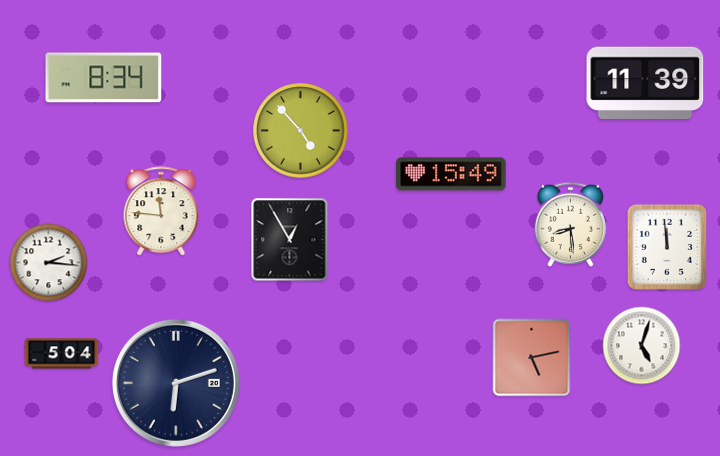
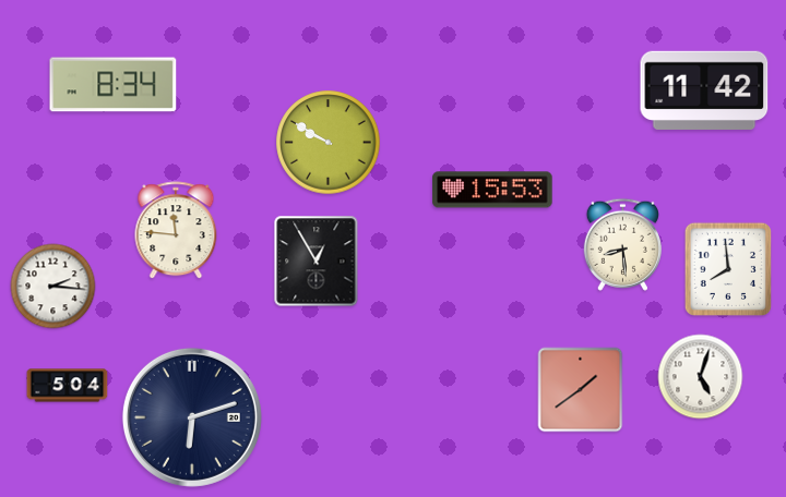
clock at (645, 83): 11:39 -> 11:42
clock at (301, 131): 4:53 -> 9:50
clock at (451, 174): 15:49 -> 15:53
clock at (667, 247): 11:59 -> 7:59
clock at (532, 358): 5:13 -> 1:39
